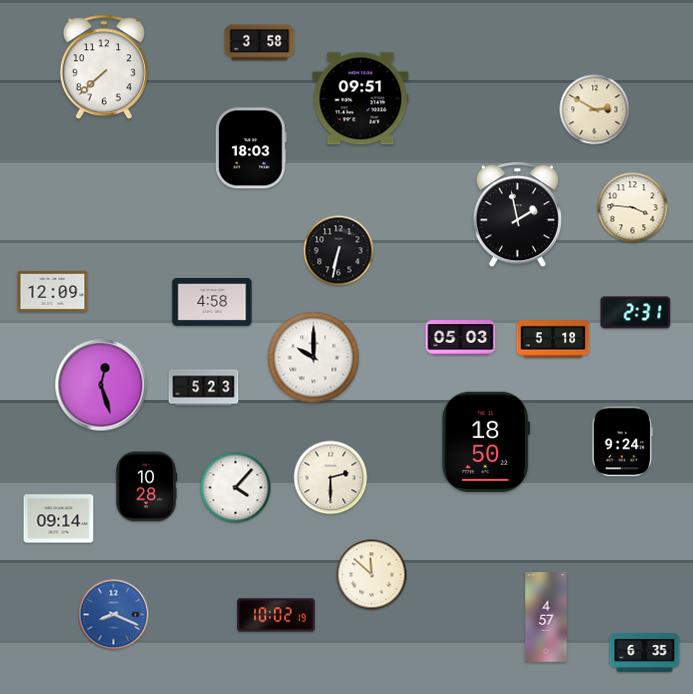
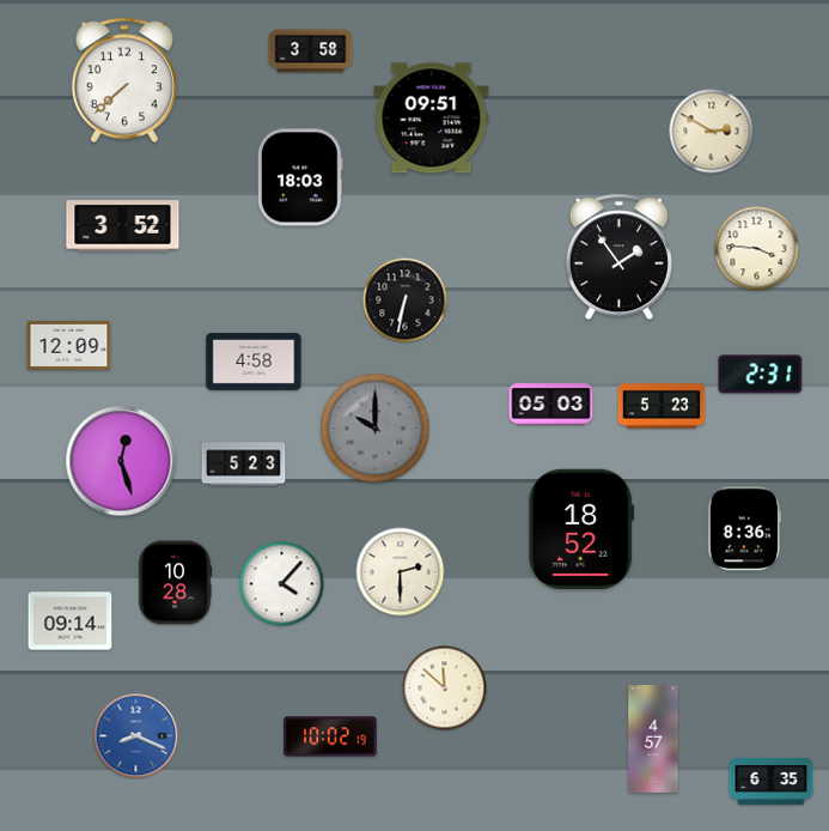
clock at (123, 226): none -> 3:52
clock at (517, 215): 1:58 -> 1:54
clock at (53, 291) position: (53, 291) -> (69, 345)
clock at (553, 339): 5:18 -> 5:23
clock at (314, 358) dial: white -> grey
clock at (485, 442): 18:50 -> 18:52
clock at (623, 442): 9:24 -> 8:36
clock at (331, 478) position: (331, 478) -> (401, 572)
